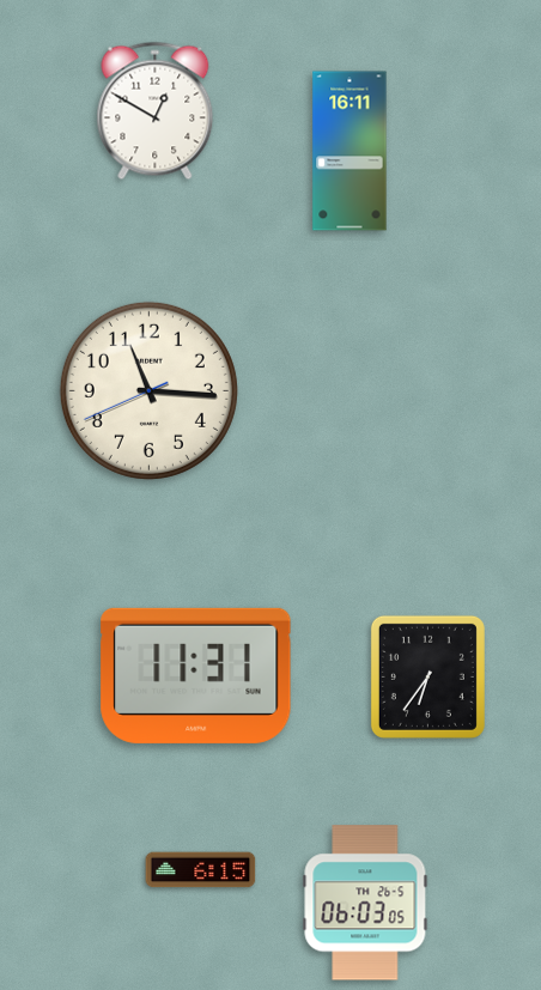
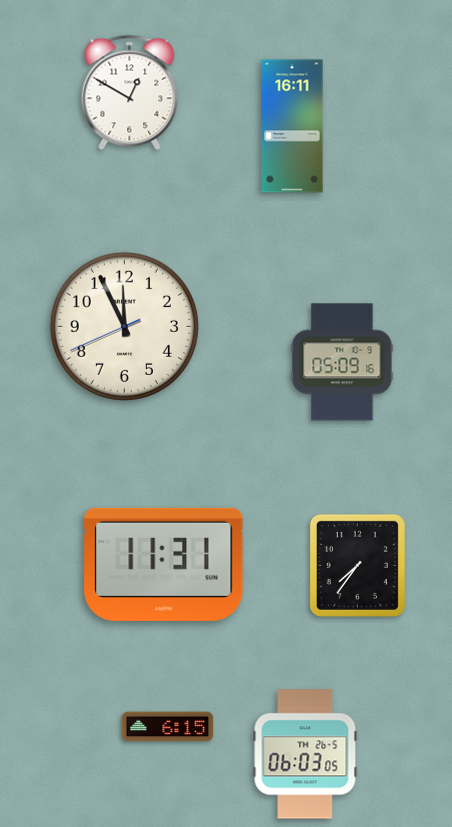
clock at (148, 390): 11:15 -> 11:55
clock at (342, 362): none -> 05:09
clock at (427, 676): 6:36 -> 7:36
